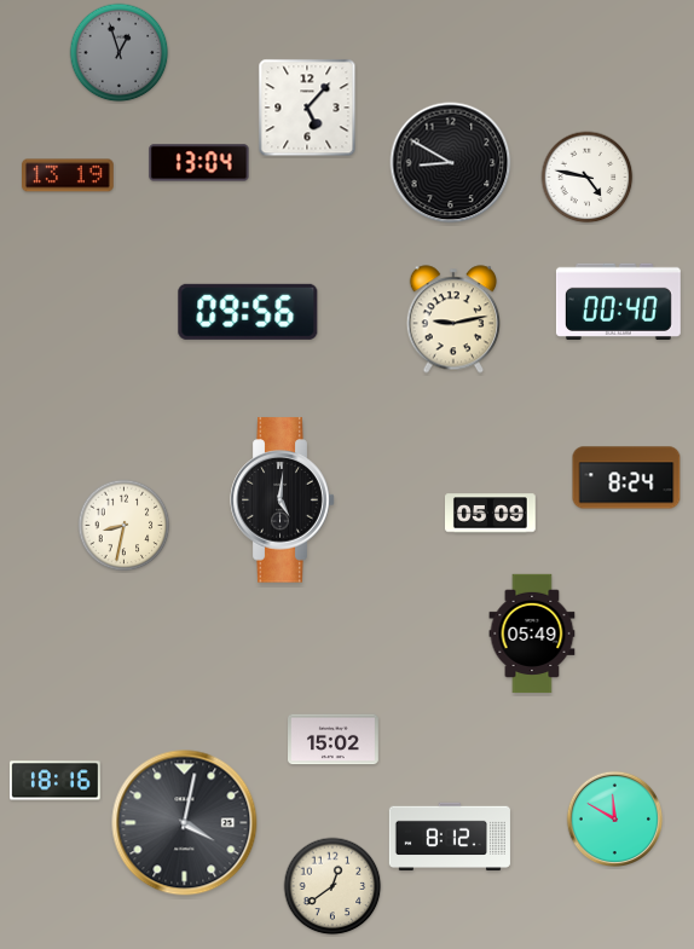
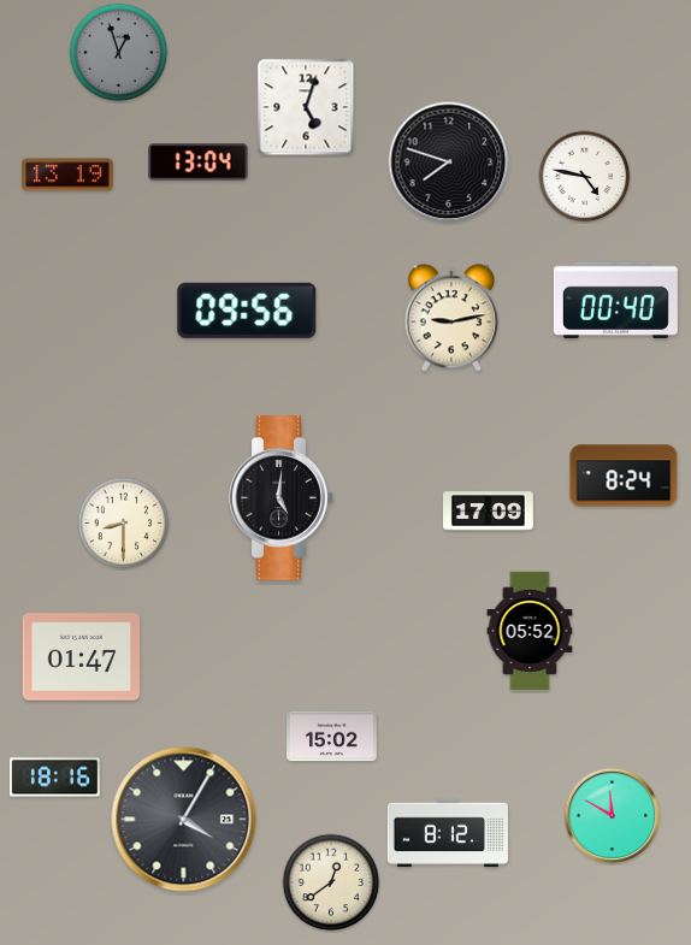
clock at (307, 108): 5:07 -> 5:03
clock at (451, 163): 8:50 -> 7:48
clock at (491, 514): 05:09 -> 17:09
clock at (125, 526): 8:32 -> 8:30
clock at (532, 633): 05:49 -> 05:52
clock at (82, 657): none -> 01:47
clock at (185, 823): 4:02 -> 4:05
